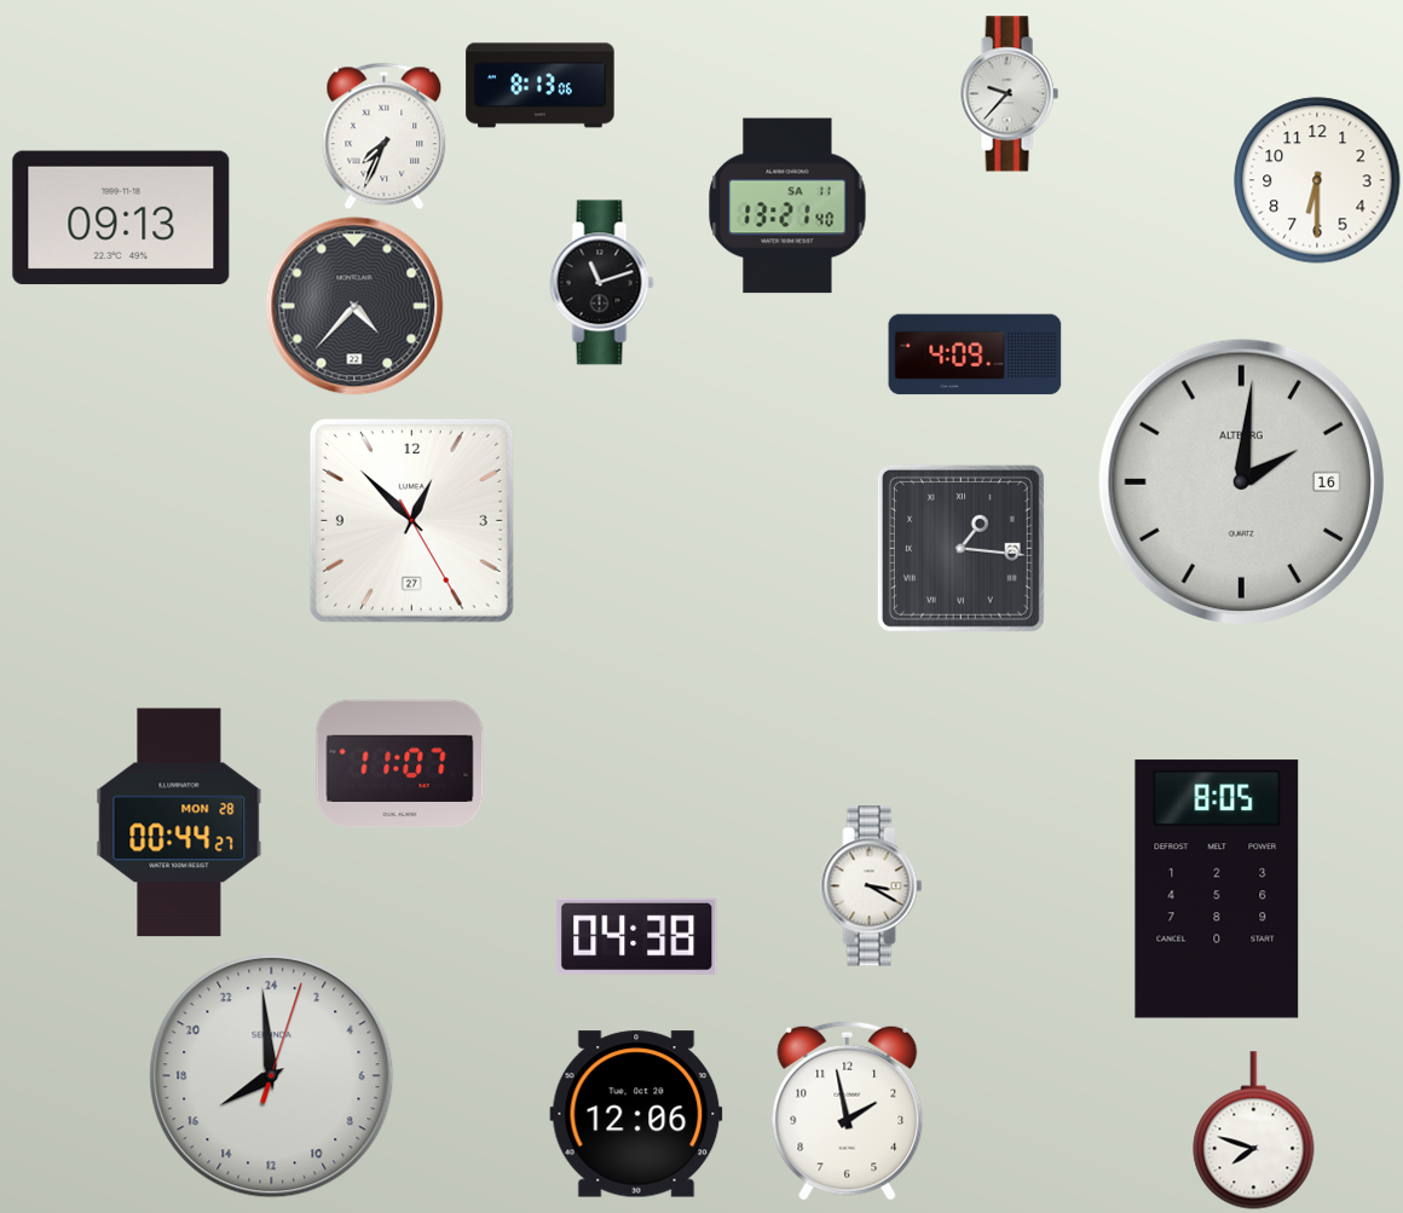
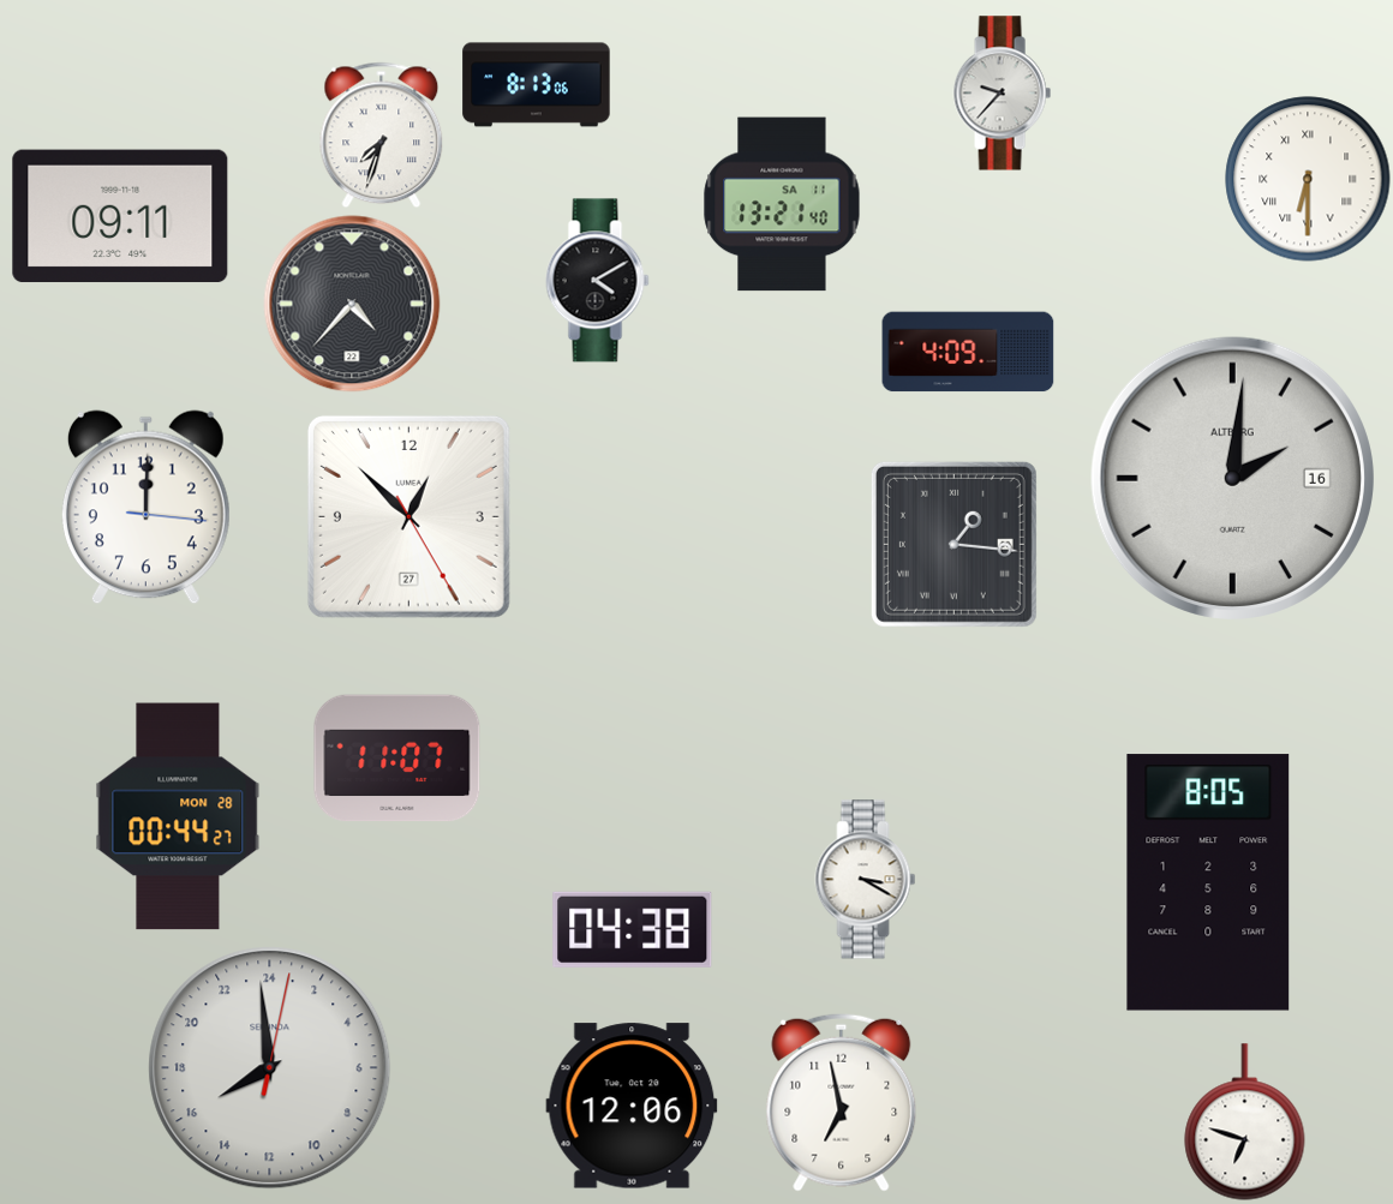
clock at (385, 137): 7:34 -> 7:33
clock at (1317, 180) numerals: Arabic -> Roman
clock at (121, 218): 09:13 -> 09:11
clock at (602, 283): 11:12 -> 4:10
clock at (145, 508): none -> 12:00
clock at (272, 1076): 15:59:03 -> 15:59:02
clock at (848, 1110): 1:58 -> 6:58
clock at (1254, 1131): 7:48 -> 6:48
